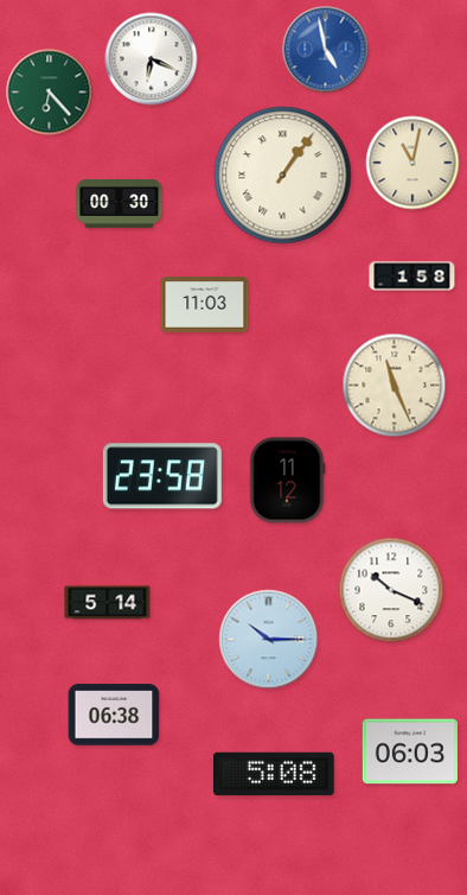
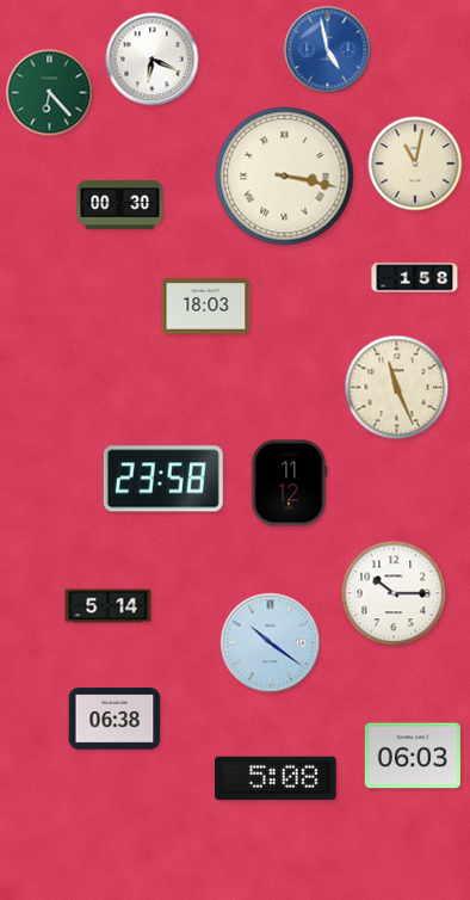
clock at (283, 176): 1:06 -> 3:17
clock at (205, 305): 11:03 -> 18:03
clock at (391, 590): 10:19 -> 10:15
clock at (269, 640): 10:15 -> 10:21
